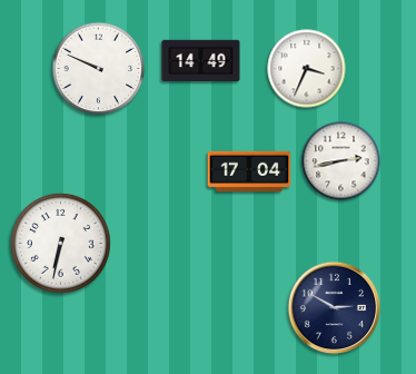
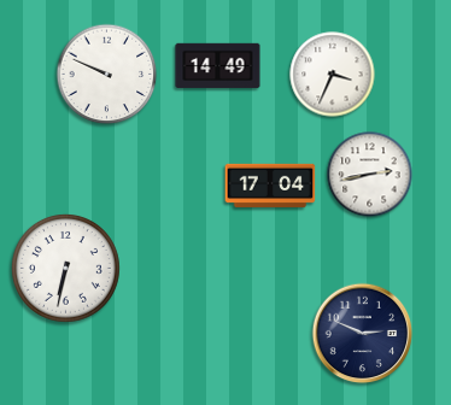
clock at (60, 243) position: (60, 243) -> (65, 268)
clock at (335, 308): 2:50 -> 2:49
